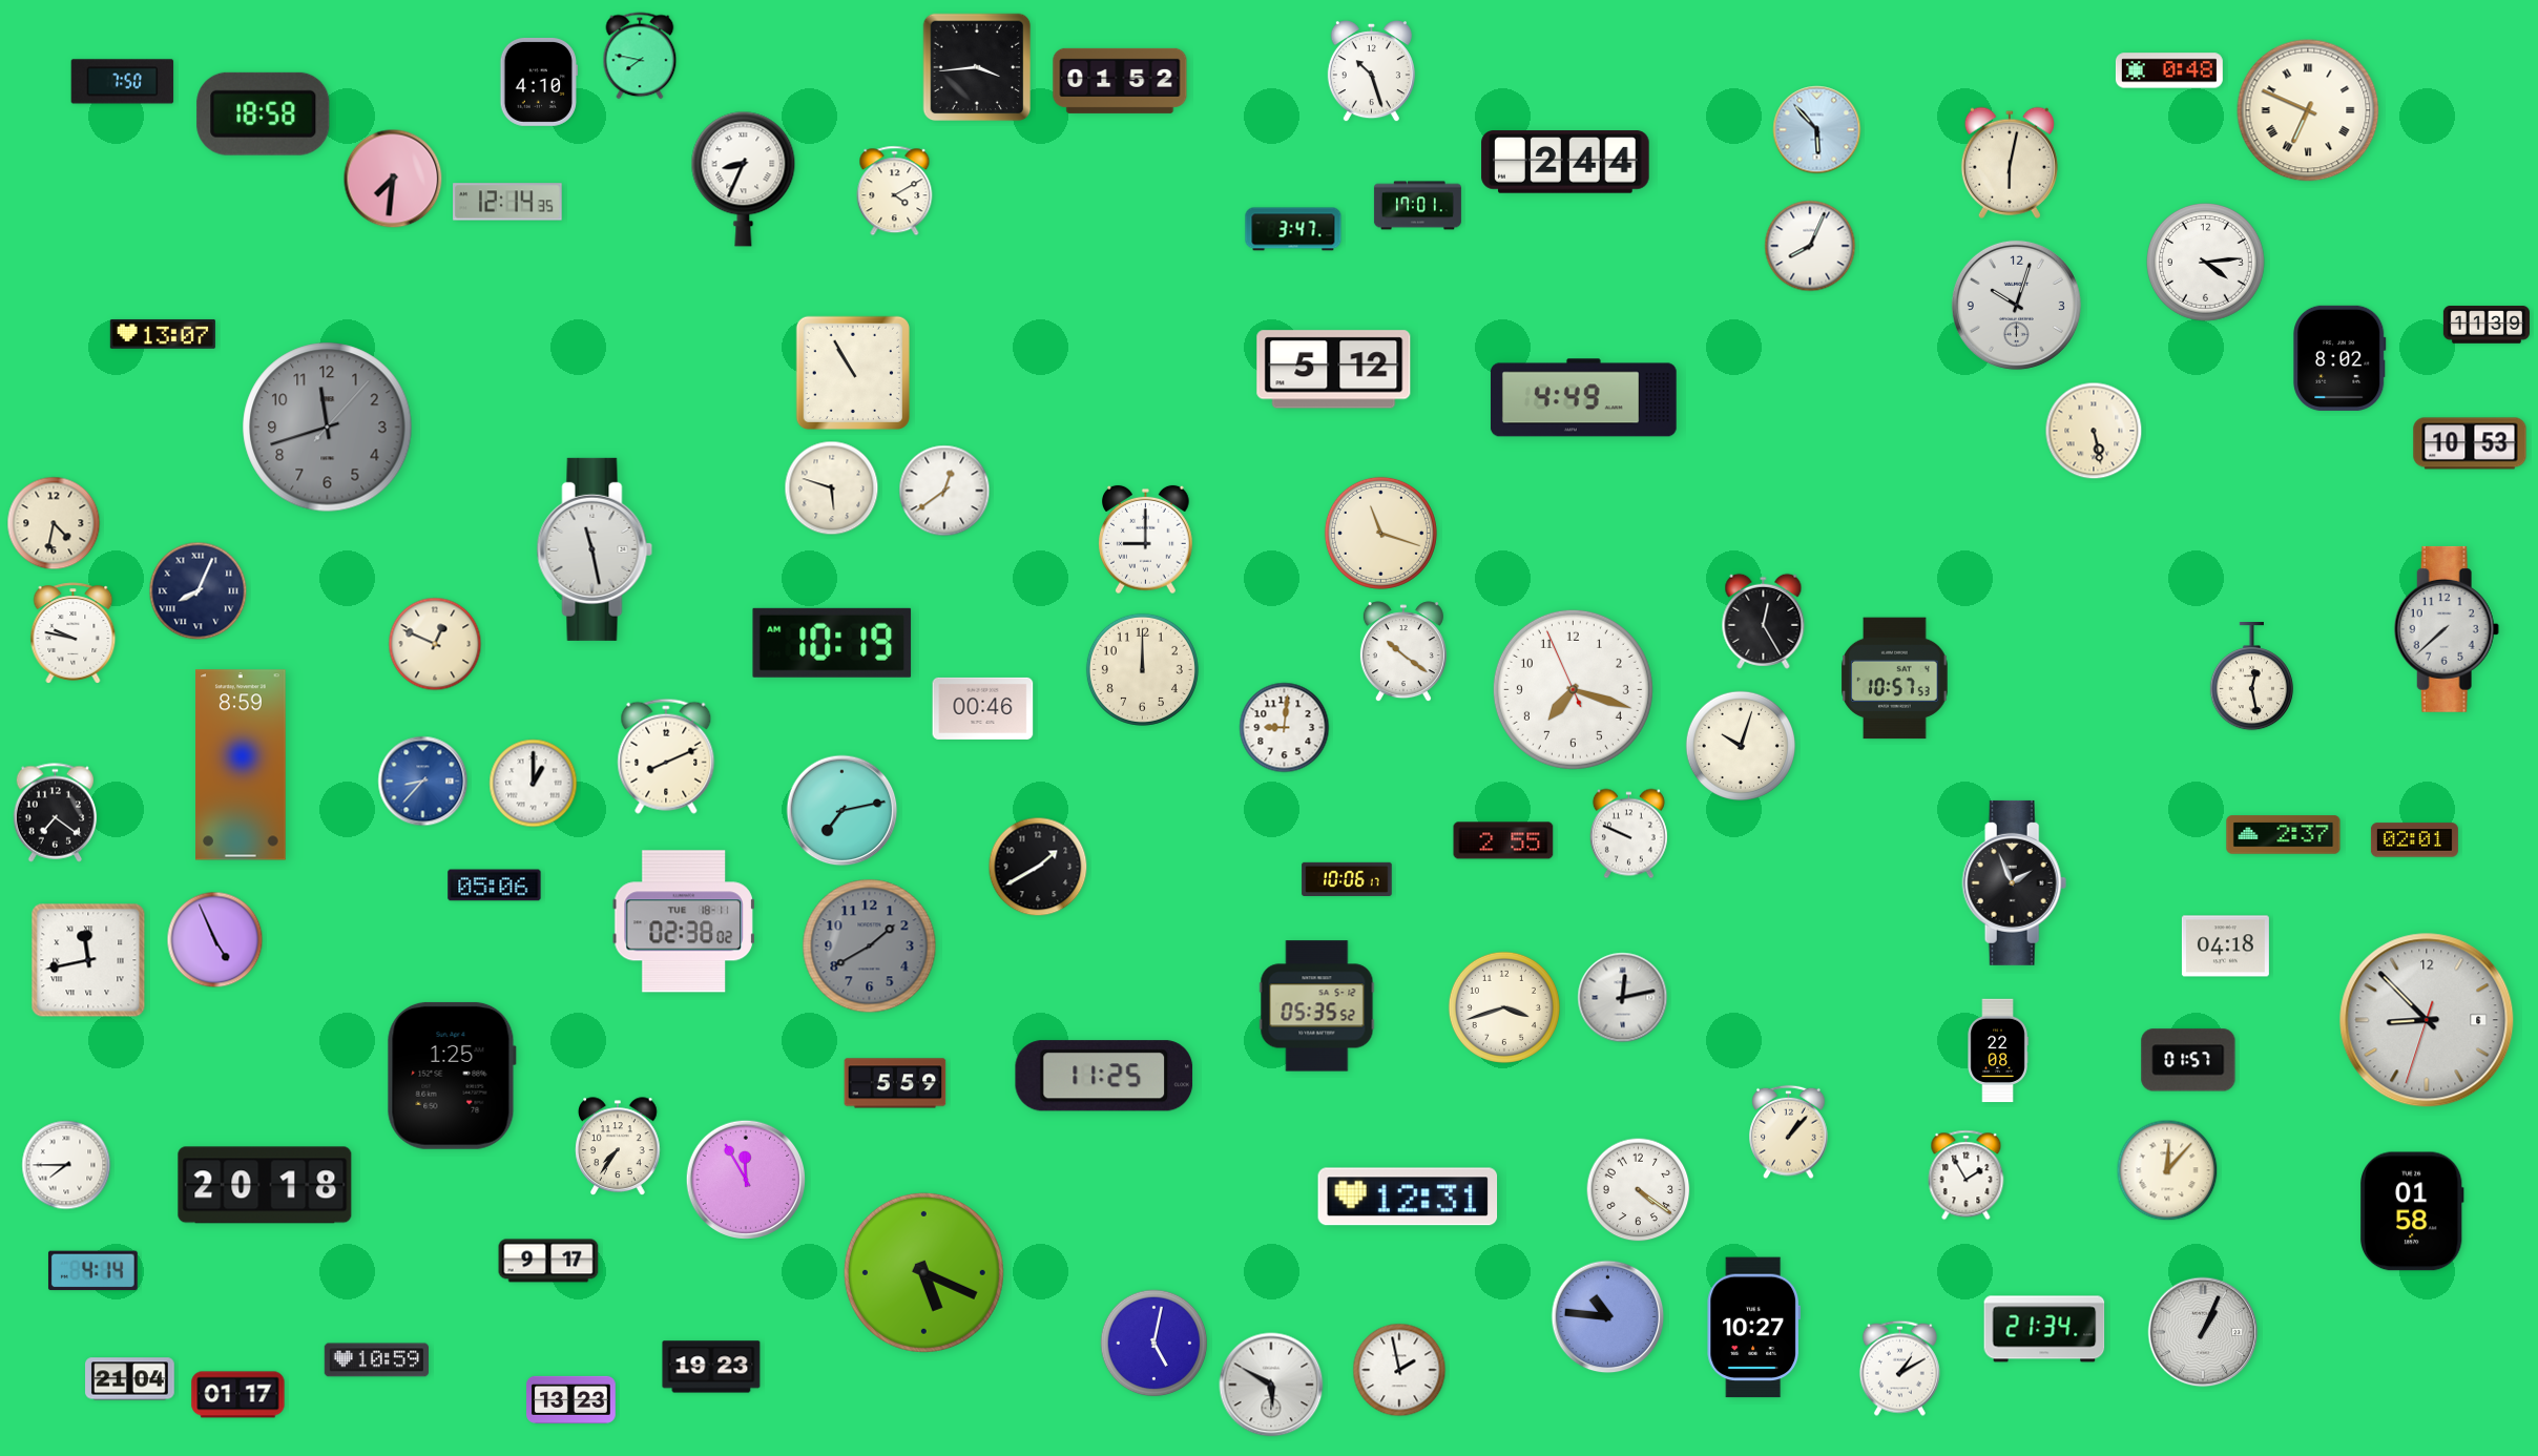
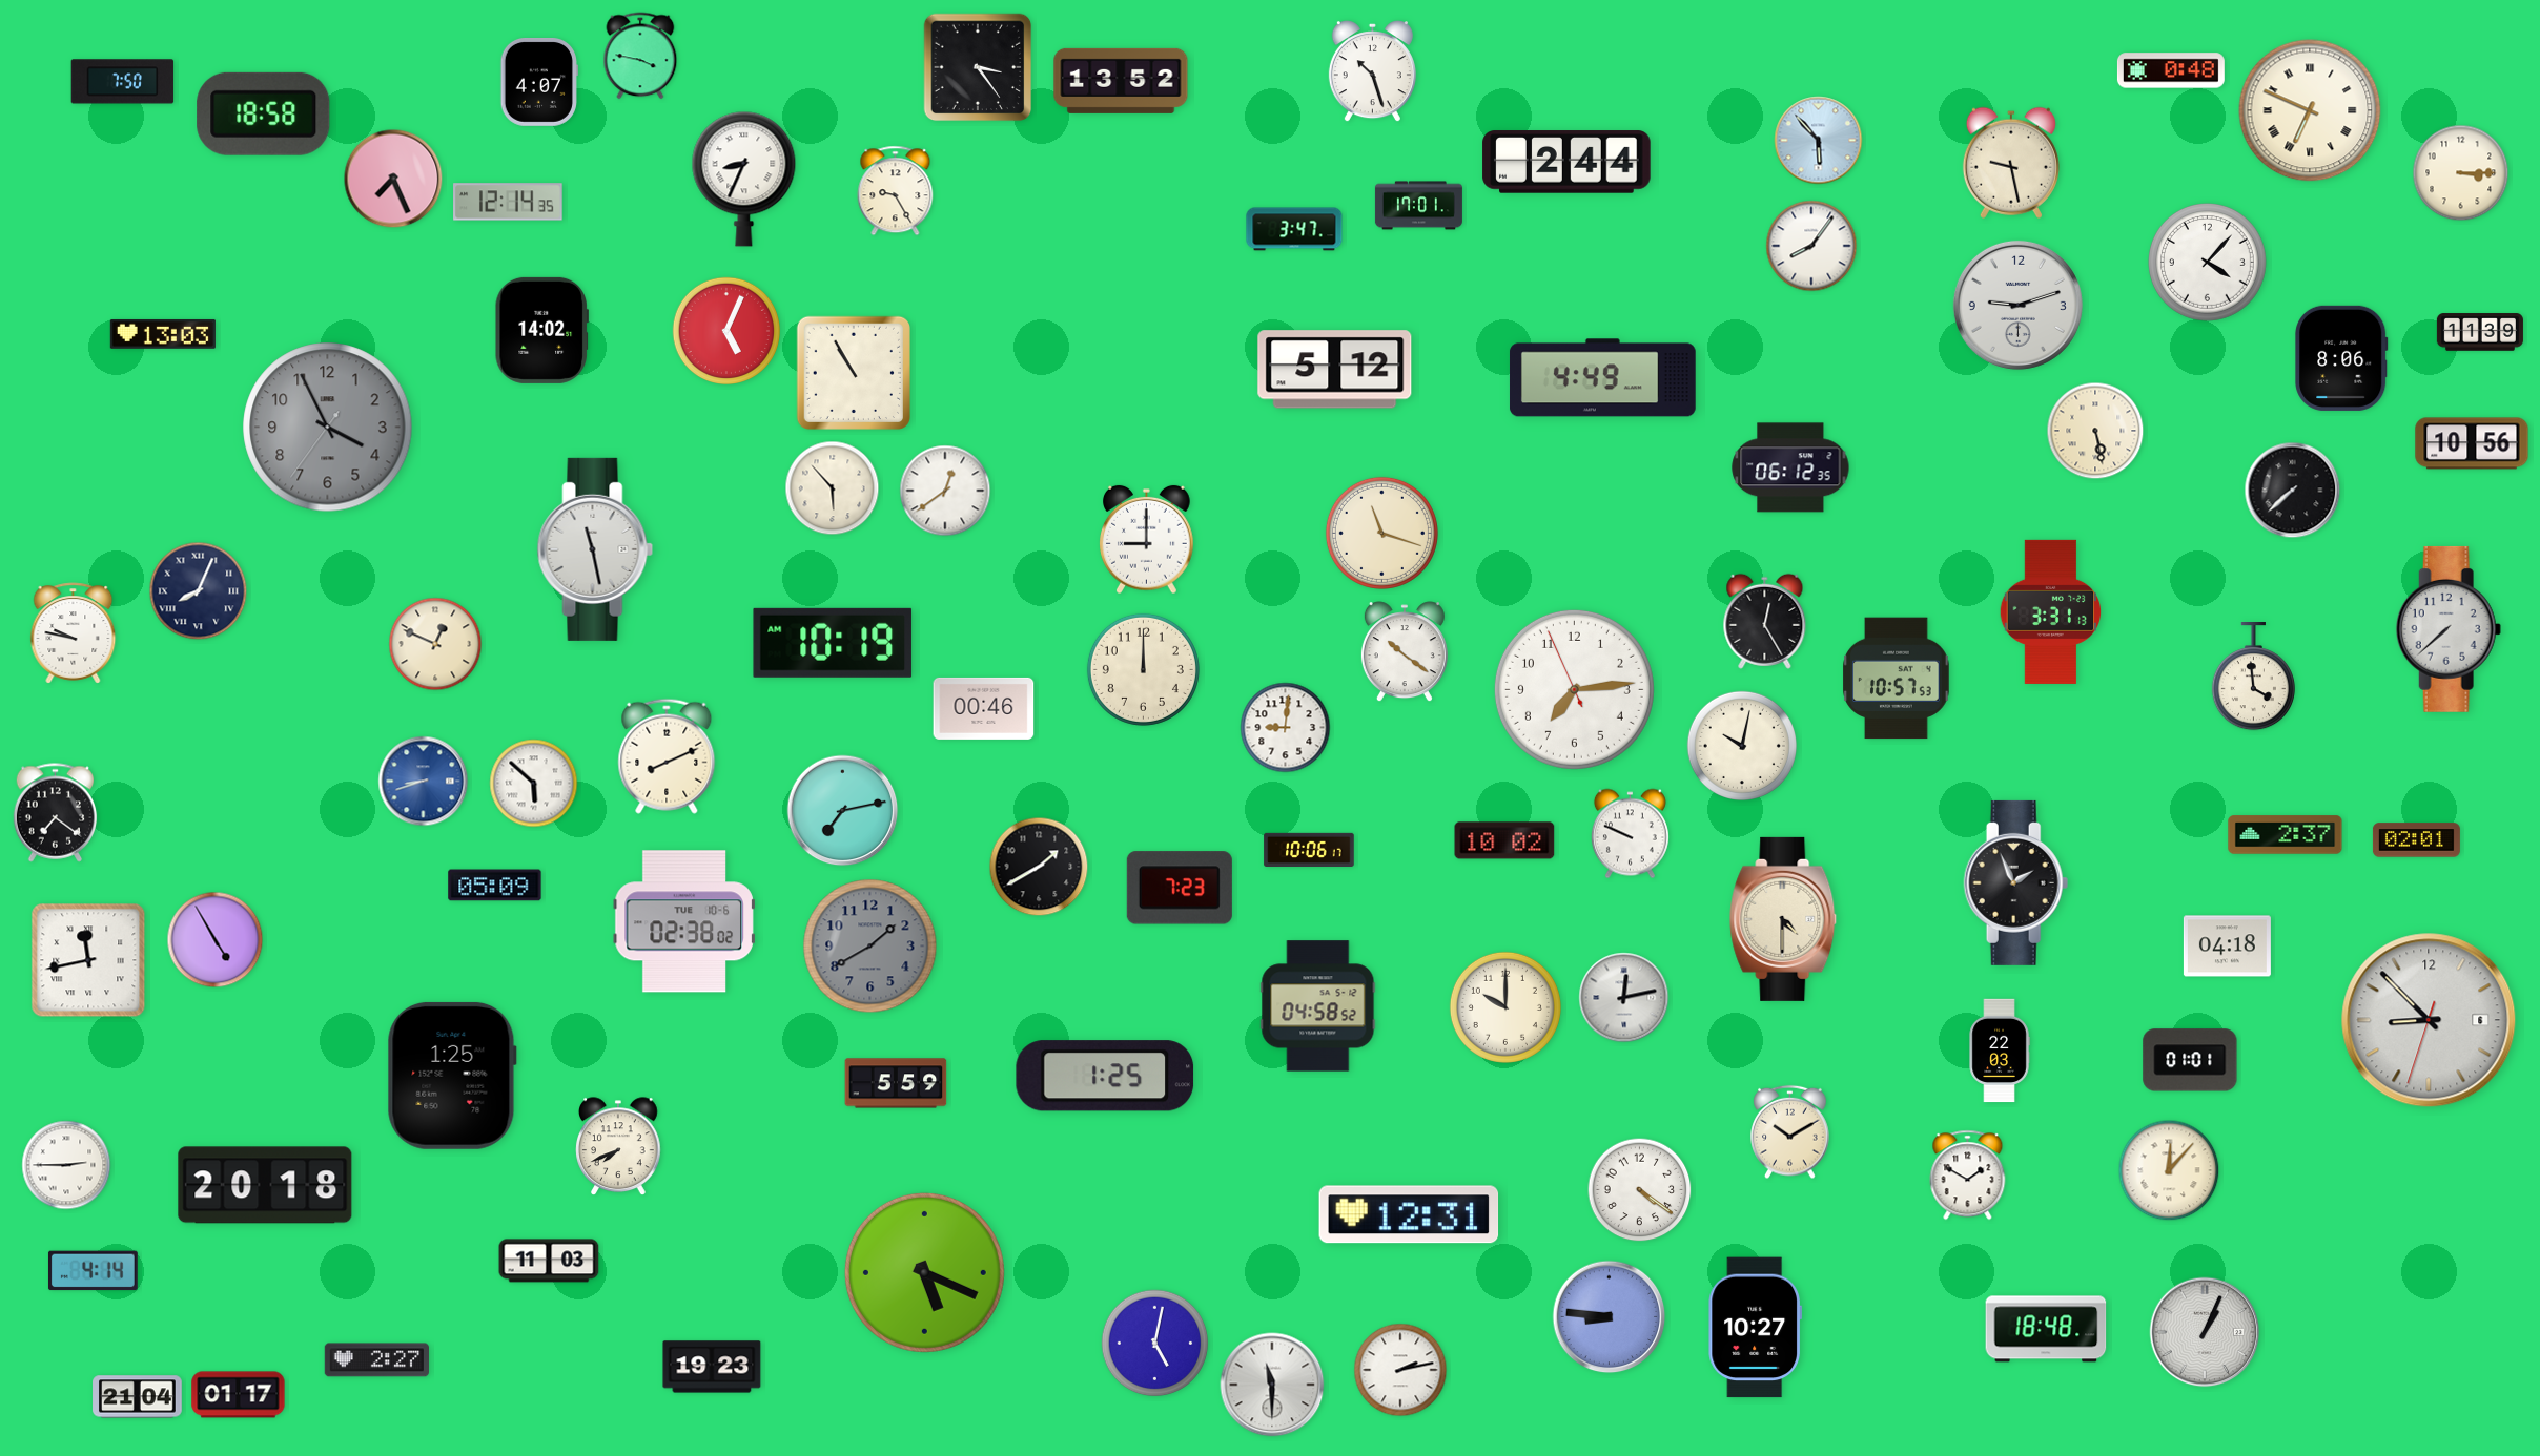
clock at (640, 56): 7:47 -> 3:47
clock at (977, 67): 3:44 -> 3:24
clock at (1120, 81): 01:52 -> 13:52
clock at (538, 82): 4:10 -> 4:07
clock at (1817, 130) position: (1817, 130) -> (1819, 141)
clock at (2010, 163): 6:02 -> 9:28
clock at (2461, 173): none -> 3:15
clock at (393, 179): 7:31 -> 7:26
clock at (895, 191): 4:10 -> 9:25
clock at (1810, 246): 8:04 -> 8:06
clock at (2206, 263): 4:14 -> 4:07
clock at (2016, 305): 10:03 -> 9:12
clock at (2487, 325) position: (2487, 325) -> (2480, 332)
clock at (541, 330): none -> 14:02
clock at (725, 330): none -> 5:04
clock at (163, 334): 13:07 -> 13:03
clock at (2339, 358): 8:02 -> 8:06
clock at (1583, 398) position: (1583, 398) -> (1602, 378)
clock at (328, 428): 11:42 -> 3:55
clock at (2470, 443): 10:53 -> 10:56
clock at (1790, 467): none -> 06:12
clock at (832, 488): 5:48 -> 5:53
clock at (2293, 491): none -> 7:38
clock at (54, 523): 4:32 -> none
clock at (2051, 611): none -> 3:31
clock at (2251, 678): 12:28 -> 3:59
clock at (1573, 689): 7:17 -> 7:13
clock at (1741, 746): 10:03 -> 10:02
clock at (241, 765): 8:59 -> none
clock at (423, 782): 8:37 -> 8:42
clock at (534, 784): 1:00 -> 5:52
clock at (1503, 840): 2:55 -> 10:02
clock at (1347, 879) position: (1347, 879) -> (1309, 850)
clock at (495, 886): 05:06 -> 05:09
clock at (1180, 888): none -> 7:23
clock at (1784, 919): none -> 4:30
clock at (684, 921) date: TUE 18-11 -> TUE 10-6
clock at (215, 940): 4:56 -> 4:55
clock at (1317, 1006): 05:35 -> 04:58
clock at (1504, 1007): 3:42 -> 10:00
clock at (1998, 1051): 22:08 -> 22:03
clock at (2188, 1060): 01:57 -> 01:01
clock at (1104, 1076): 11:25 -> 1:25
clock at (1789, 1132): 1:07 -> 10:10
clock at (619, 1147): 7:36 -> 7:41
clock at (66, 1165): 7:45 -> 2:45
clock at (1967, 1176): 1:55 -> 1:50
clock at (745, 1179): 11:55 -> none
clock at (1408, 1197) position: (1408, 1197) -> (1409, 1214)
clock at (2413, 1211): 01:58 -> none
clock at (548, 1261): 9:17 -> 11:03
clock at (1608, 1317): 10:46 -> 8:46
clock at (2044, 1329): 21:34 -> 18:48
clock at (376, 1360): 10:59 -> 2:27
clock at (1899, 1368): 1:10 -> none
clock at (1399, 1370): 1:58 -> 2:13
clock at (130, 1379) position: (130, 1379) -> (138, 1397)
clock at (1271, 1385): 5:50 -> 11:30
clock at (571, 1399): 13:23 -> none
